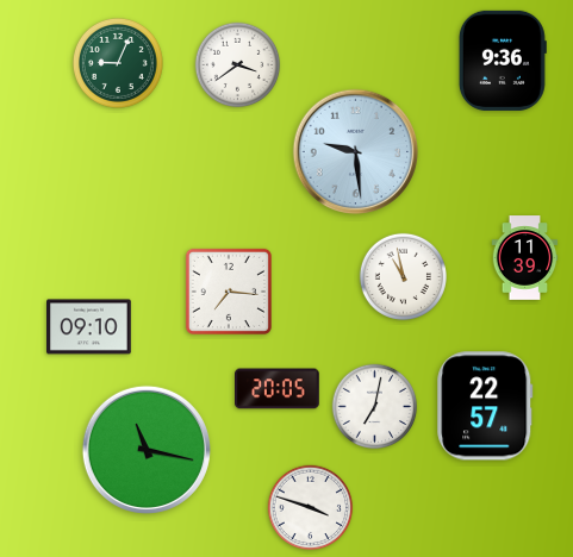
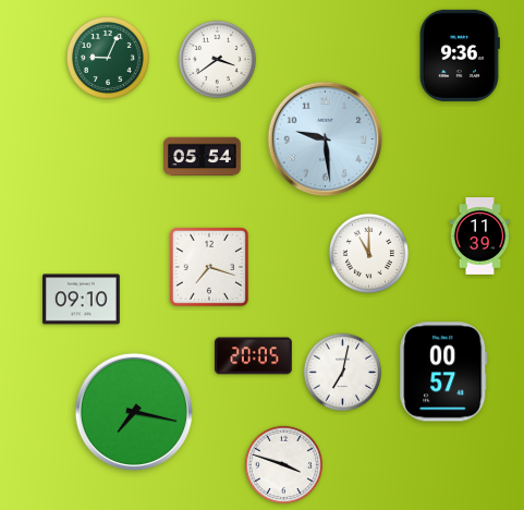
clock at (203, 157): none -> 05:54
clock at (403, 276): 10:58 -> 11:00
clock at (229, 292): 7:16 -> 7:18
clock at (485, 406): 22:57 -> 00:57
clock at (147, 450): 11:17 -> 7:17
